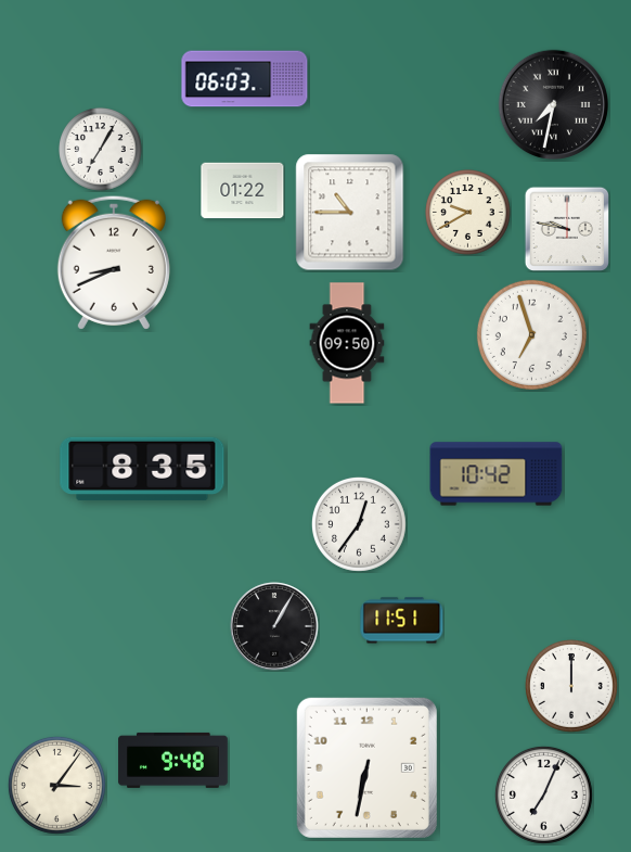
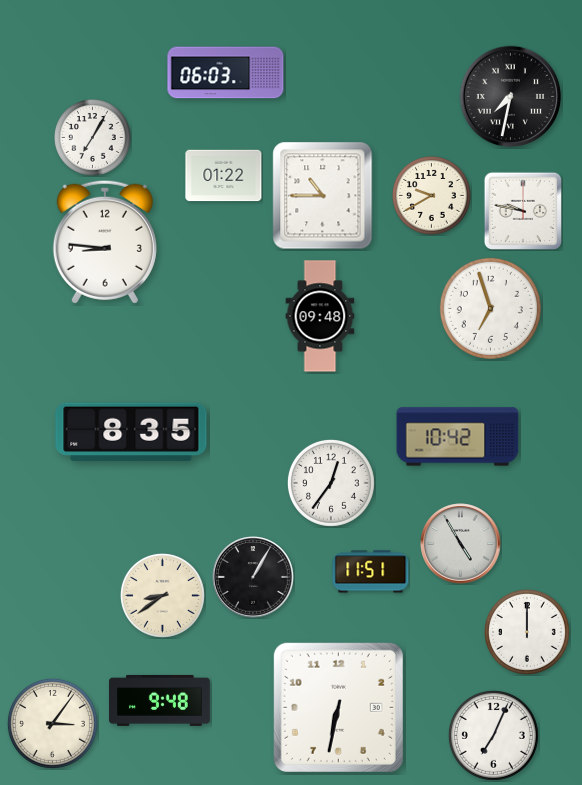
clock at (114, 263): 8:41 -> 8:46
clock at (347, 343): 09:50 -> 09:48
clock at (461, 544): none -> 4:55
clock at (162, 595): none -> 8:39
clock at (543, 794) position: (543, 794) -> (493, 735)
